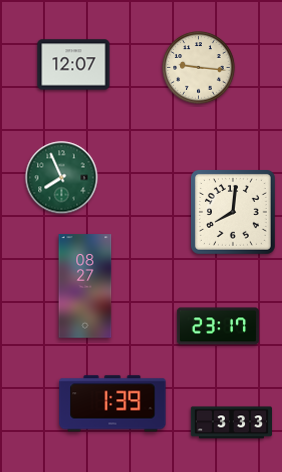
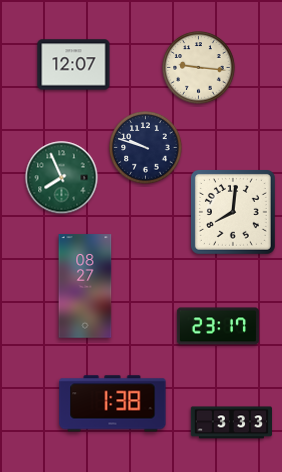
clock at (146, 148): none -> 9:48
clock at (113, 404): 1:39 -> 1:38
